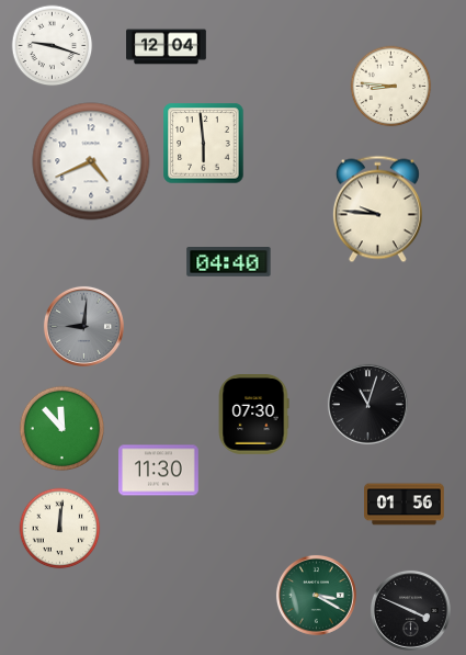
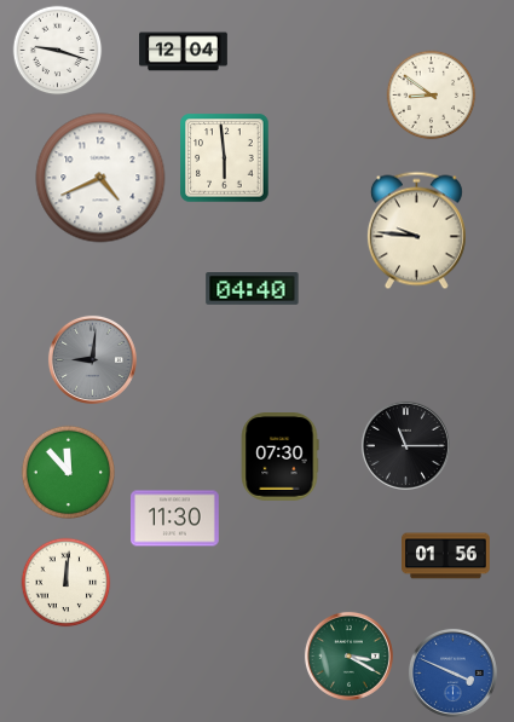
clock at (391, 87): 8:46 -> 8:51
clock at (367, 404): 11:03 -> 11:15
clock at (410, 610) dial: black -> blue
